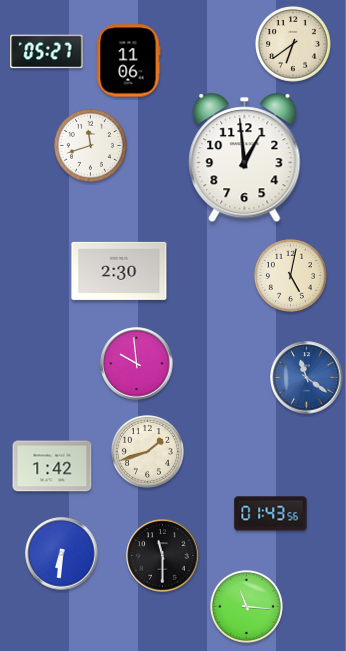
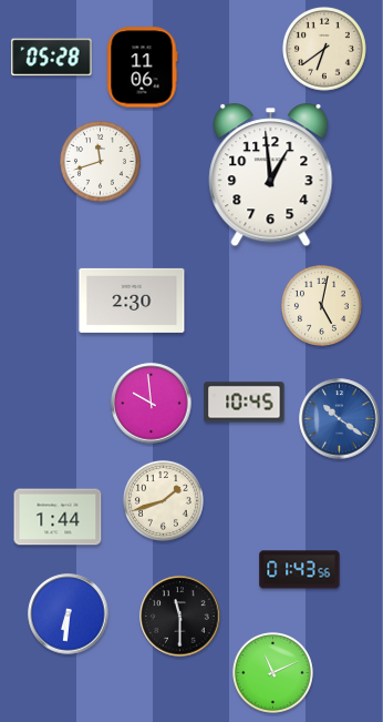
clock at (47, 52): 05:27 -> 05:28
clock at (245, 403): none -> 10:45
clock at (307, 378): 11:21 -> 10:21
clock at (52, 466): 1:42 -> 1:44
clock at (246, 606): 11:16 -> 11:11
